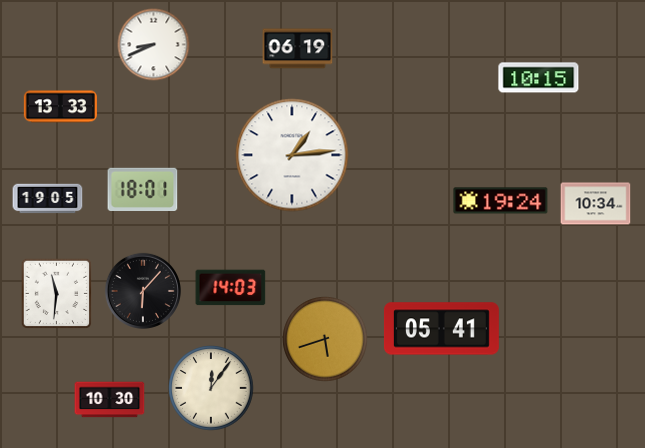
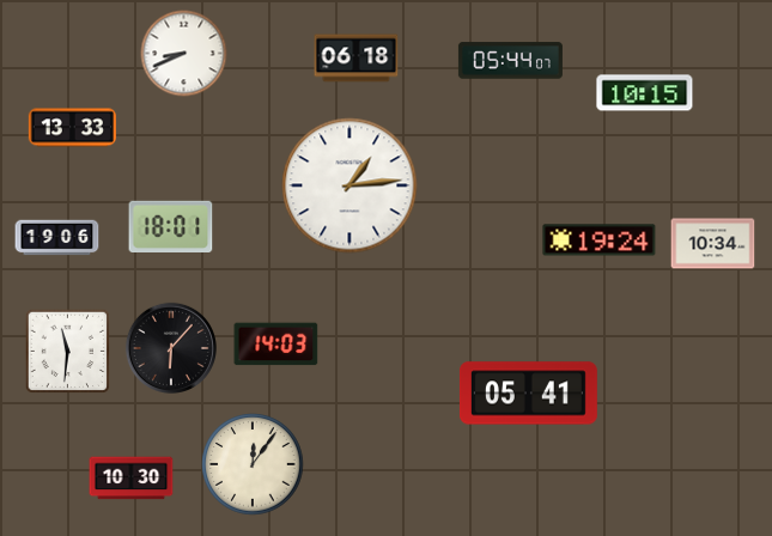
clock at (298, 49): 06:19 -> 06:18
clock at (510, 61): none -> 05:44
clock at (48, 199): 19:05 -> 19:06
clock at (325, 339): 5:42 -> none
